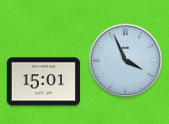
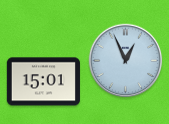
clock at (126, 61): 3:56 -> 12:56
